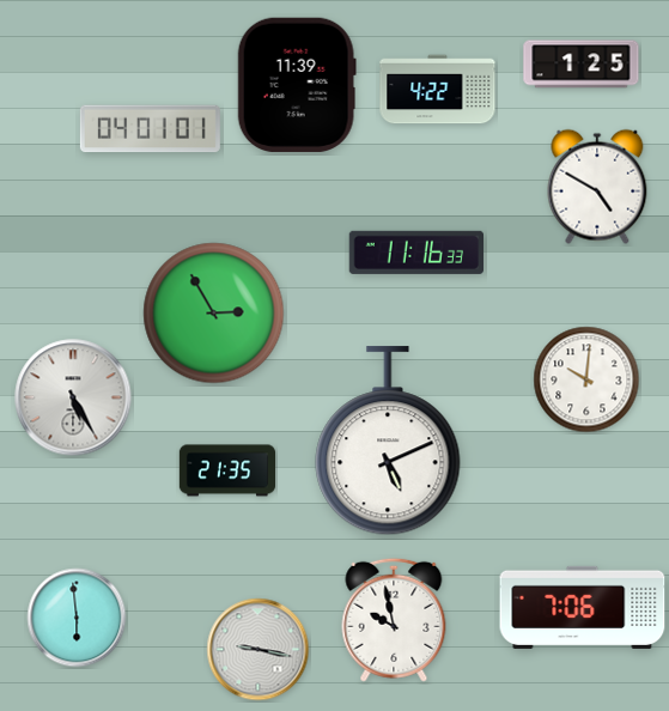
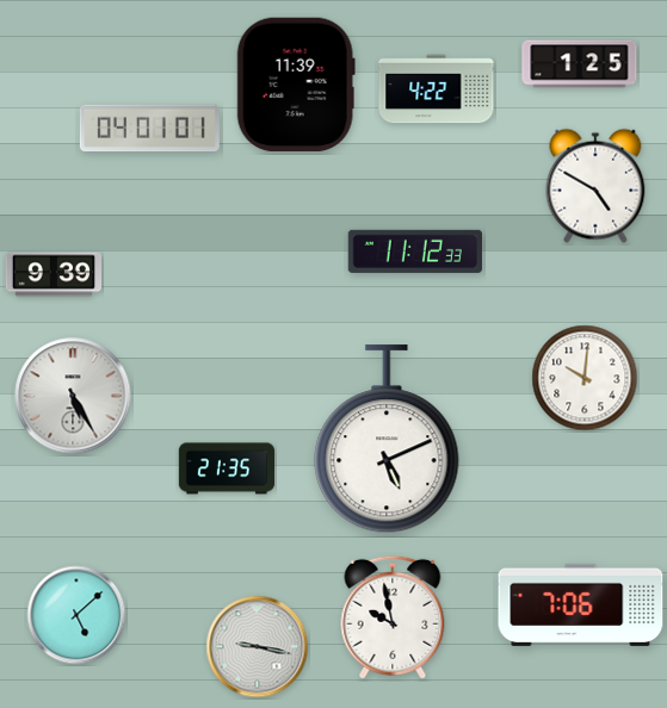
clock at (415, 253): 11:16 -> 11:12
clock at (53, 274): none -> 9:39
clock at (214, 314): 2:55 -> none
clock at (77, 618): 5:59 -> 5:08
